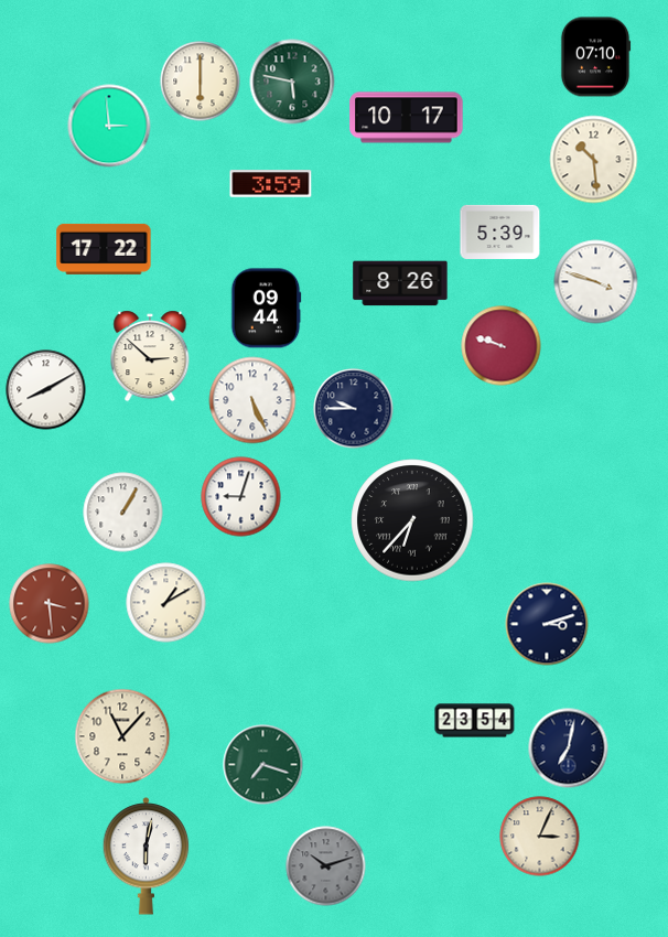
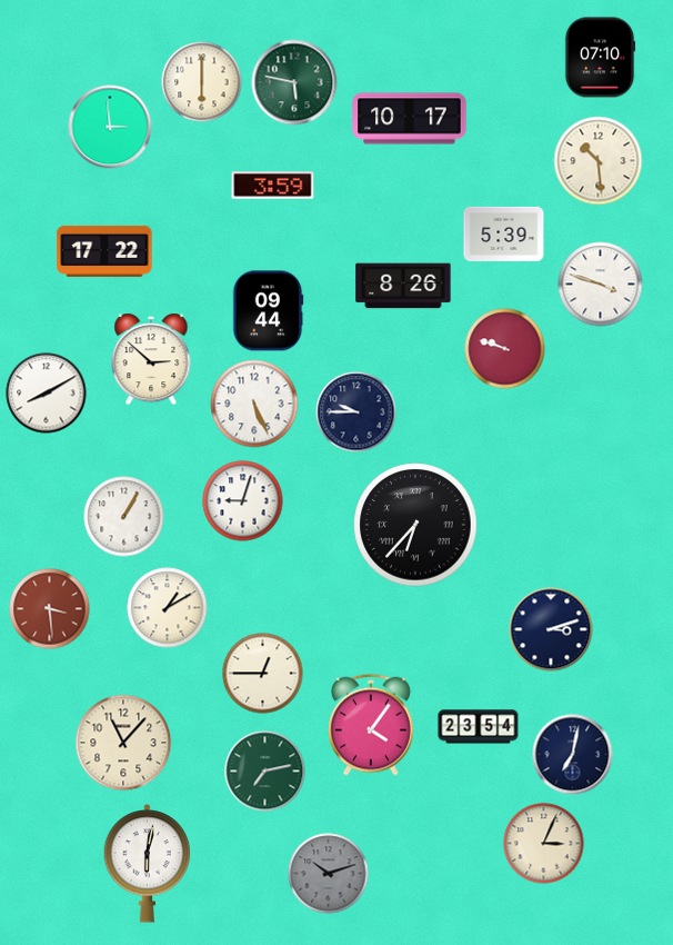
clock at (263, 674): none -> 12:45
clock at (371, 725): none -> 4:06
clock at (263, 765): 7:18 -> 7:13
